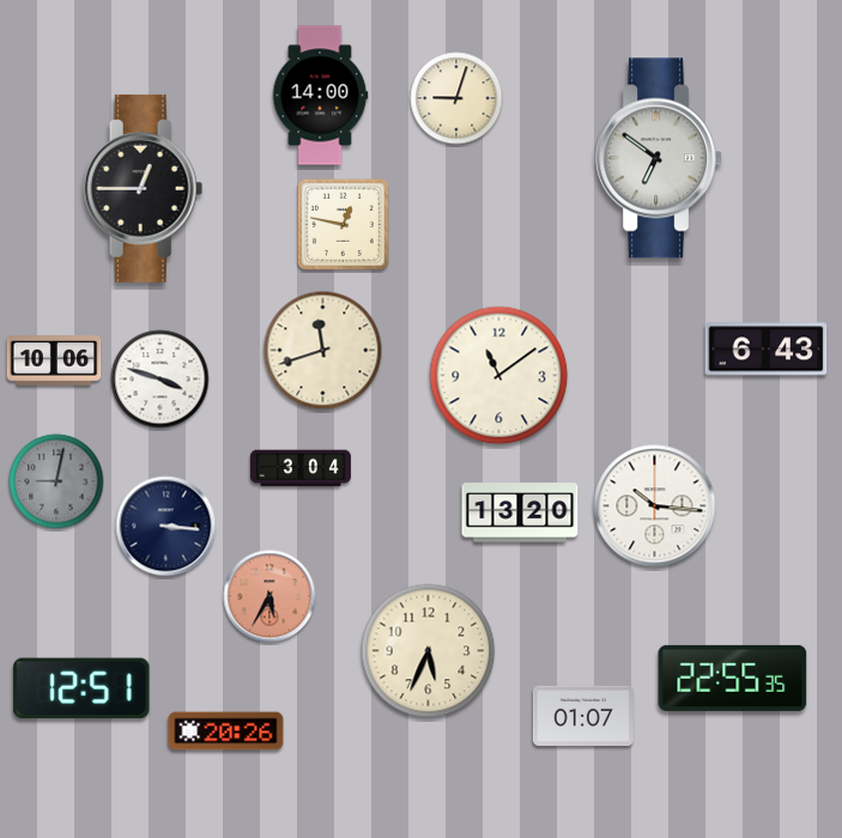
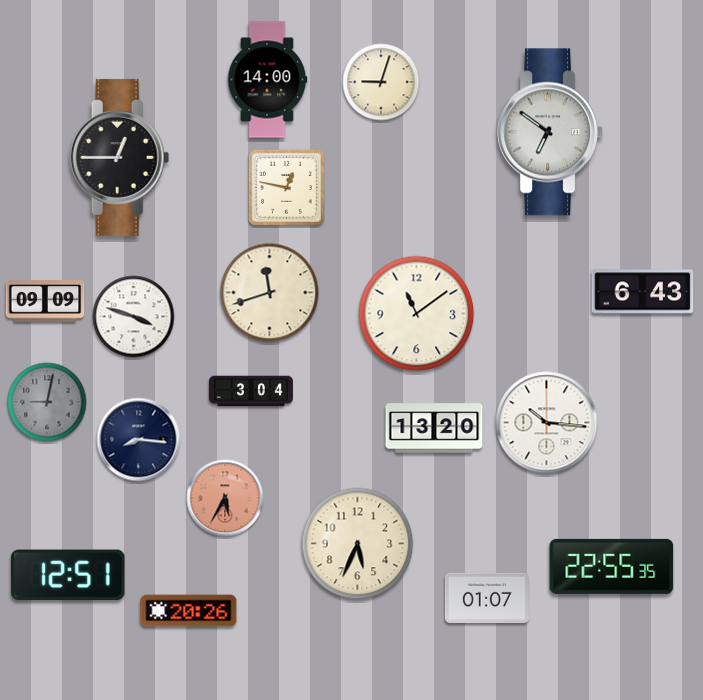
clock at (767, 350) position: (767, 350) -> (643, 292)
clock at (54, 360): 10:06 -> 09:09
clock at (166, 527): 3:16 -> 8:16
